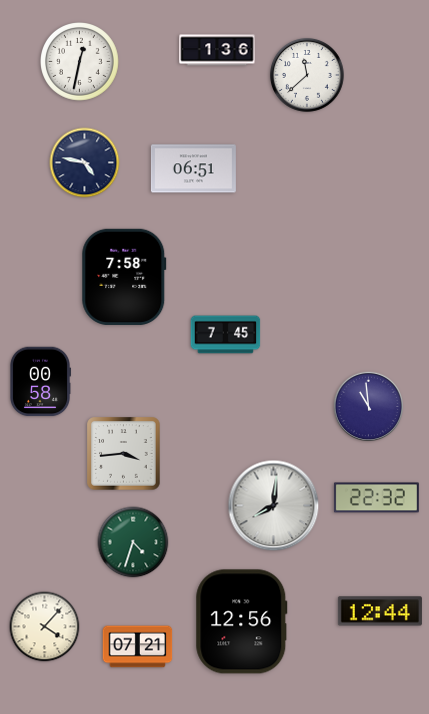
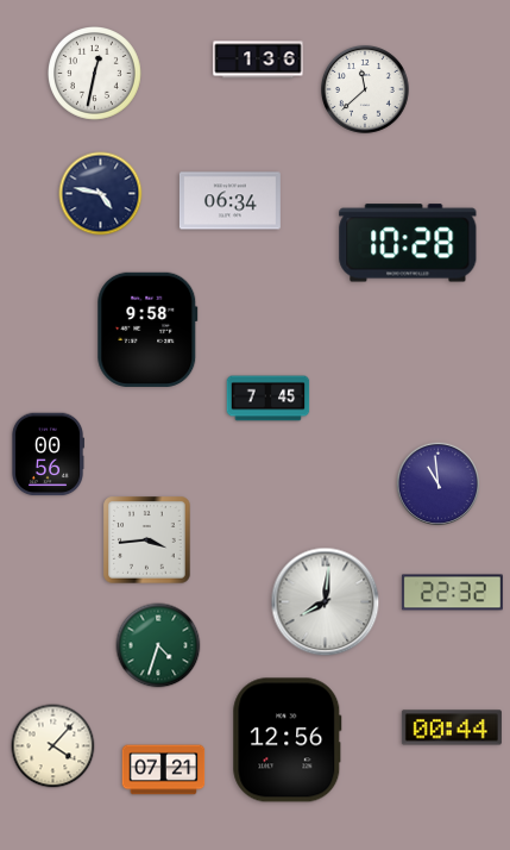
clock at (193, 169): 06:51 -> 06:34
clock at (408, 243): none -> 10:28
clock at (124, 277): 7:58 -> 9:58
clock at (39, 382): 00:58 -> 00:56
clock at (376, 498) position: (376, 498) -> (452, 593)
clock at (380, 611): 12:44 -> 00:44
